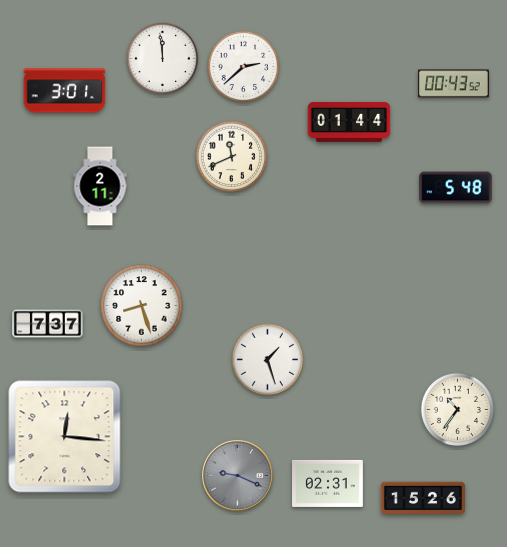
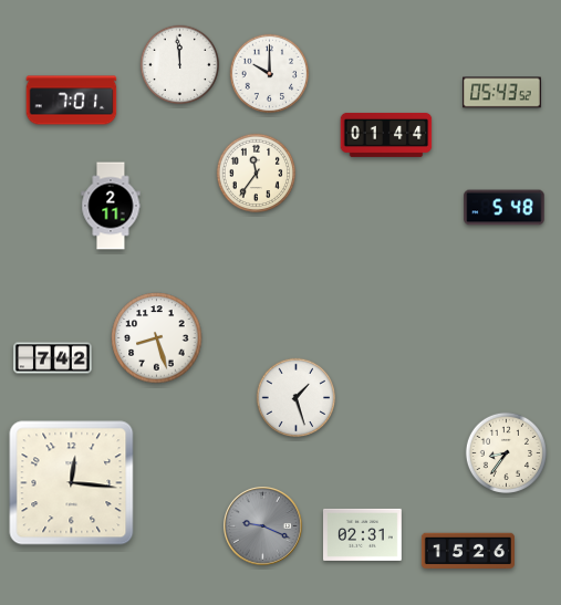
clock at (244, 67): 2:38 -> 10:00
clock at (454, 84): 00:43 -> 05:43
clock at (65, 91): 3:01 -> 7:01
clock at (232, 157): 11:41 -> 11:36
clock at (48, 324): 7:37 -> 7:42
clock at (457, 409): 10:36 -> 8:36
